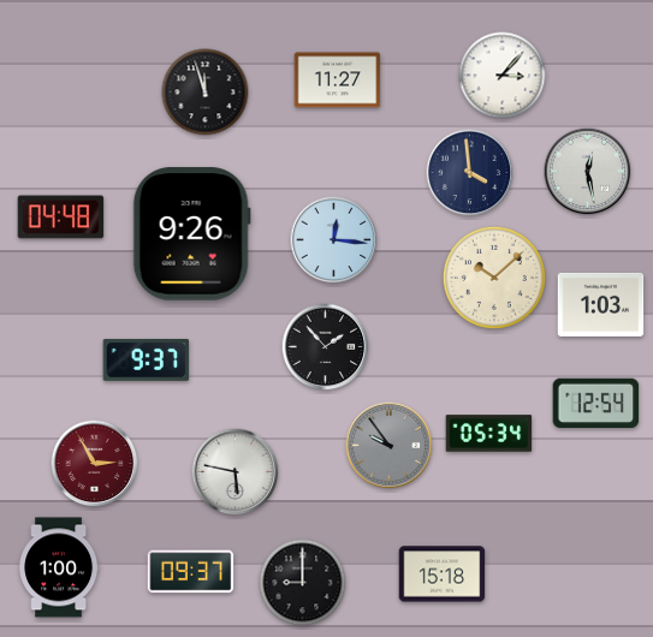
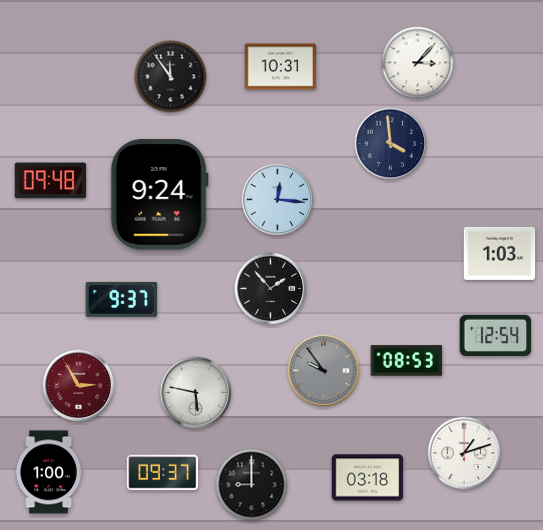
clock at (338, 81): 11:27 -> 10:31
clock at (206, 93): 11:57 -> 11:54
clock at (588, 172): 12:28 -> none
clock at (61, 218): 04:48 -> 09:48
clock at (191, 234): 9:26 -> 9:24
clock at (494, 278): 10:08 -> none
clock at (489, 434): 05:34 -> 08:53
clock at (464, 453): none -> 1:12
clock at (191, 572) position: (191, 572) -> (163, 473)
clock at (443, 575): 15:18 -> 03:18
